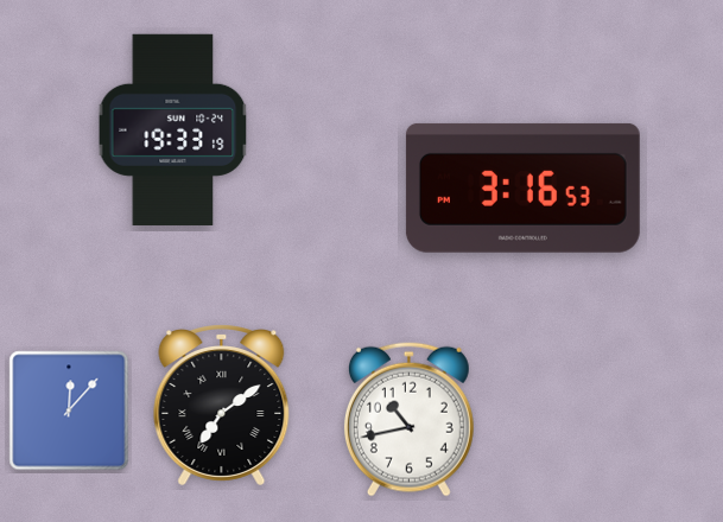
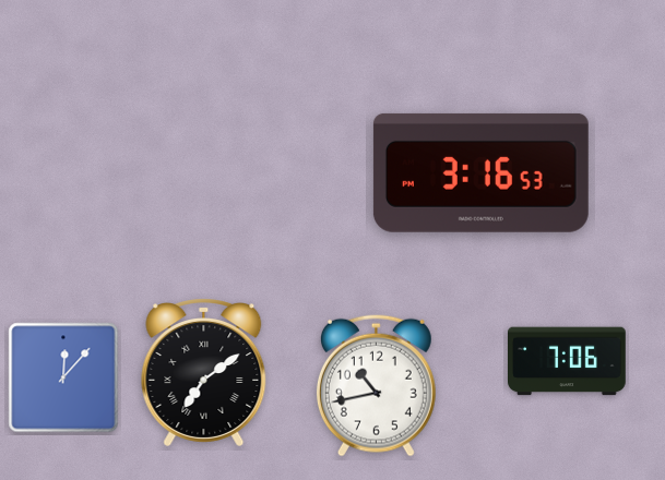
clock at (173, 129): 19:33 -> none
clock at (567, 361): none -> 7:06
